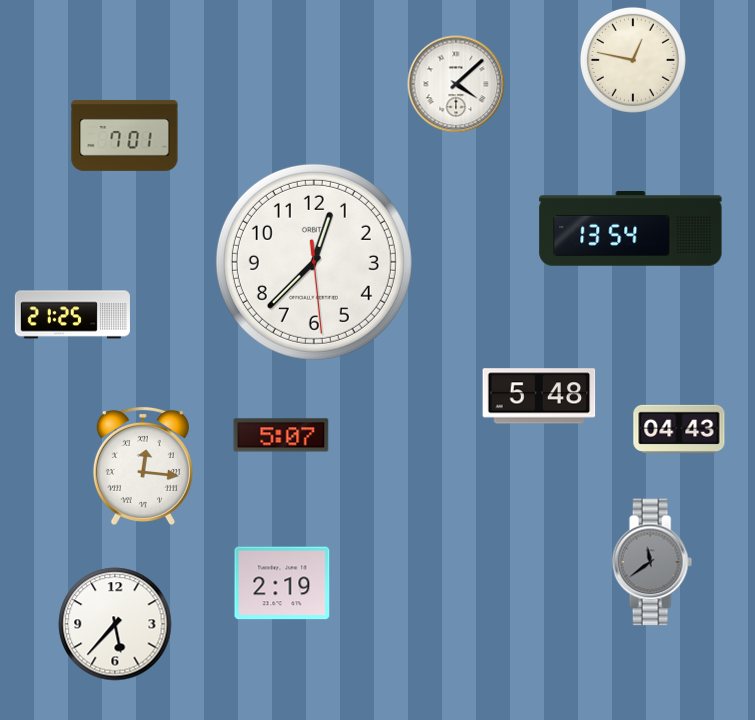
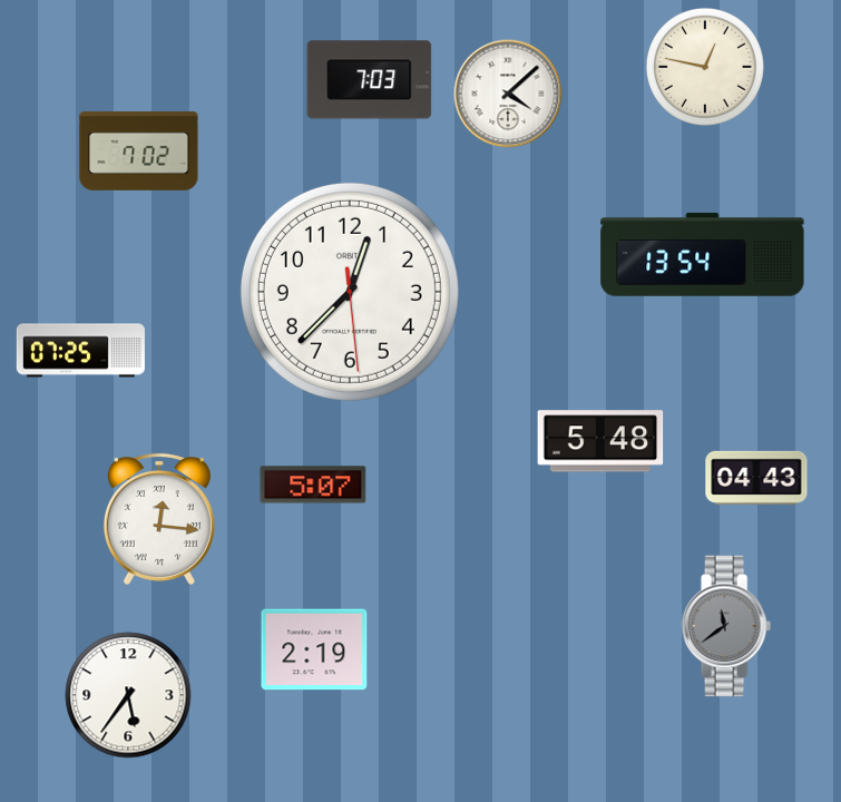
clock at (370, 80): none -> 7:03
clock at (125, 135): 7:01 -> 7:02
clock at (72, 315): 21:25 -> 07:25
clock at (115, 624): 5:37 -> 5:36
